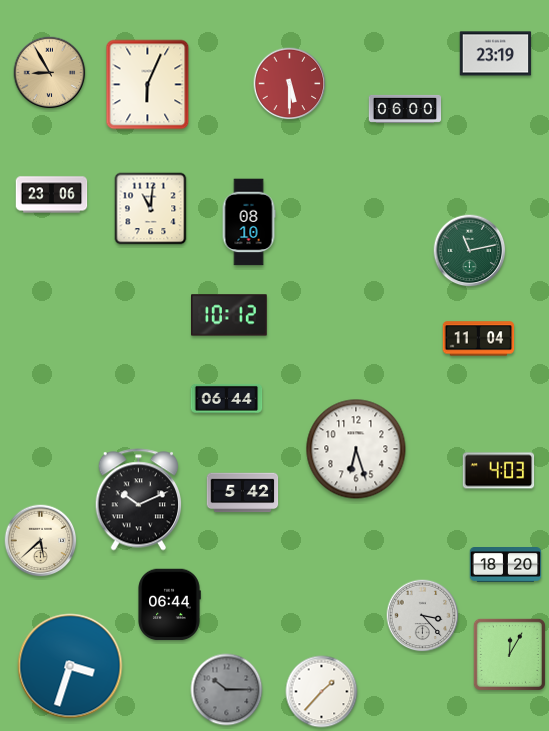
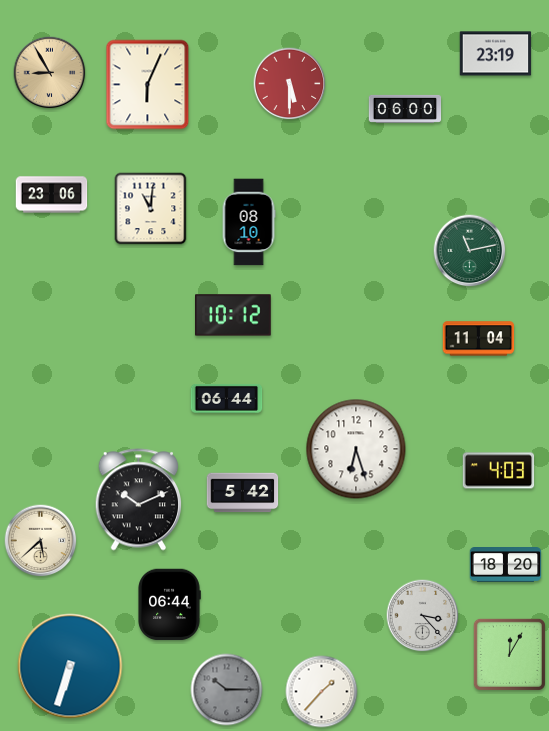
clock at (229, 315) position: (229, 315) -> (233, 315)
clock at (70, 666): 3:33 -> 6:33
